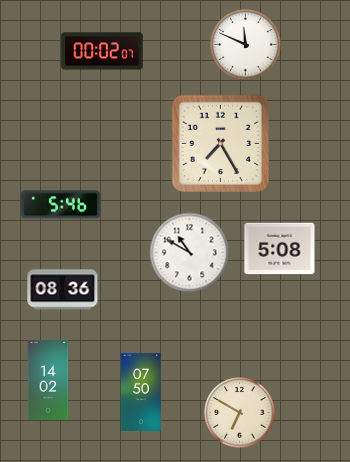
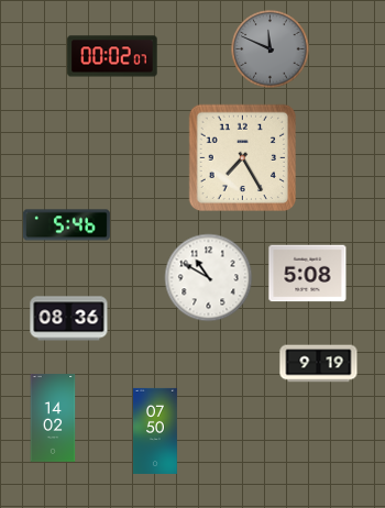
clock at (246, 45) dial: white -> grey
clock at (319, 364): none -> 9:19
clock at (240, 413): 6:50 -> none
